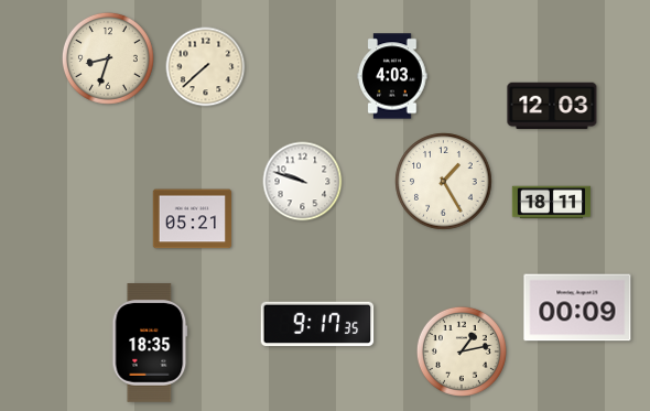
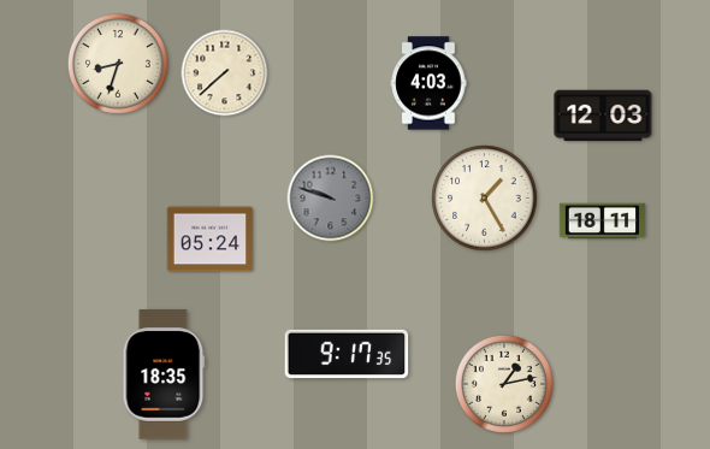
clock at (303, 182) dial: white -> grey
clock at (193, 219): 05:21 -> 05:24
clock at (577, 307): 00:09 -> none
